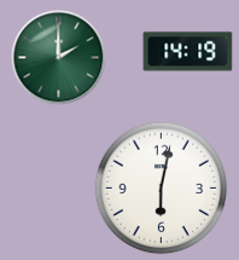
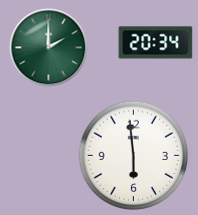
clock at (188, 52): 14:19 -> 20:34
clock at (162, 189): 6:02 -> 5:59
